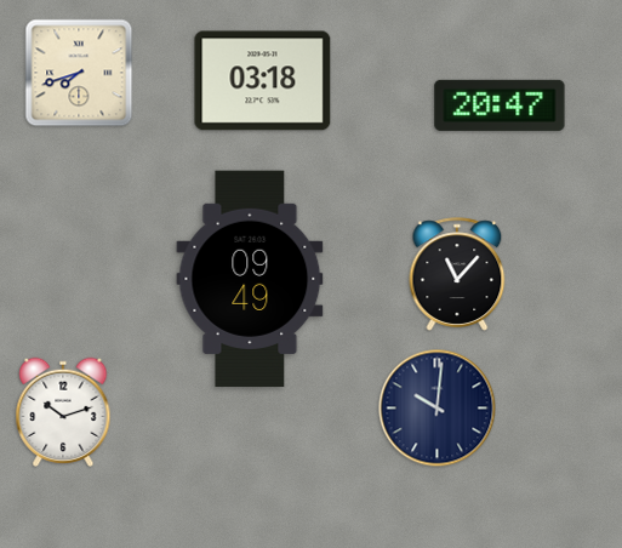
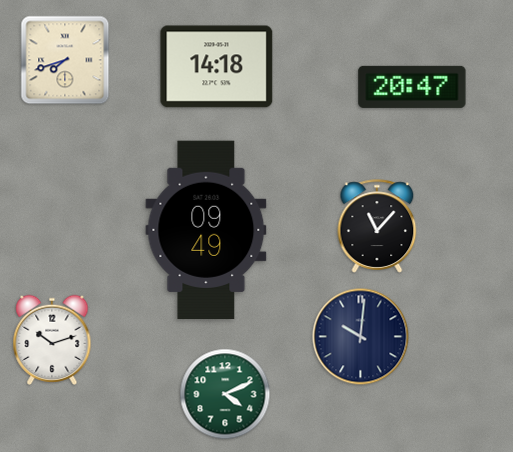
clock at (263, 81): 03:18 -> 14:18
clock at (225, 394): none -> 4:11
